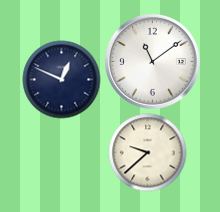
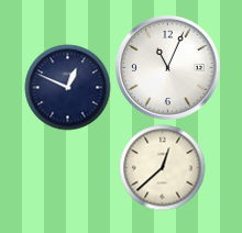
clock at (152, 61): 11:09 -> 11:04
clock at (147, 152): 9:38 -> 12:38
